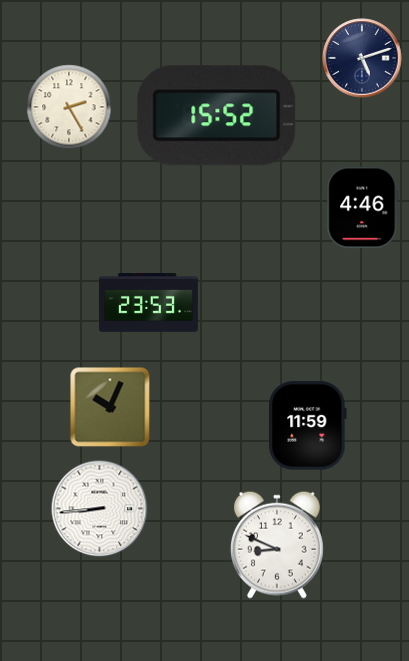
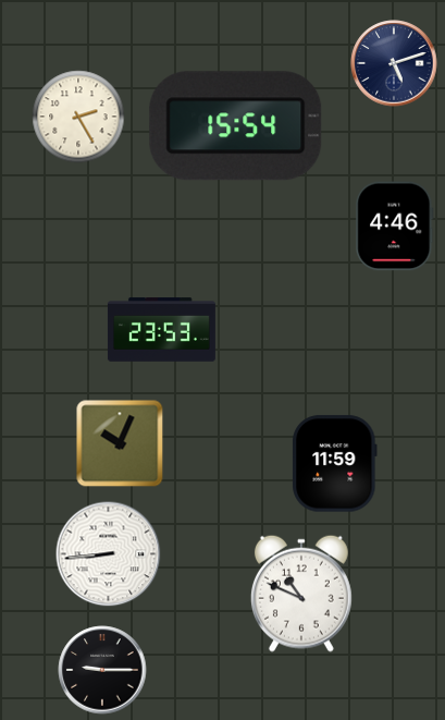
clock at (69, 107) position: (69, 107) -> (78, 117)
clock at (217, 116): 15:52 -> 15:54
clock at (277, 545): 8:49 -> 10:49
clock at (102, 670): none -> 9:15
